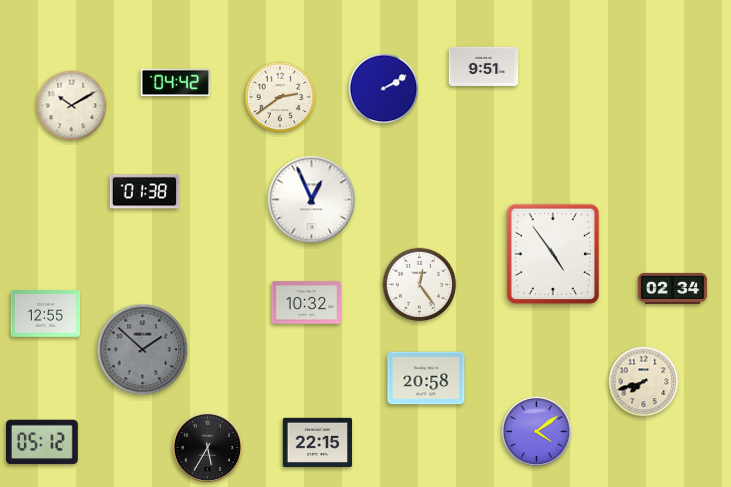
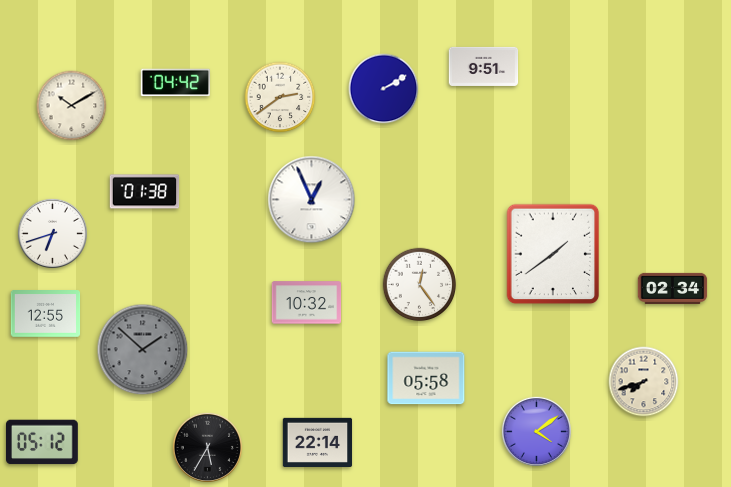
clock at (52, 233): none -> 6:42
clock at (553, 254): 4:54 -> 1:39
clock at (426, 378): 20:58 -> 05:58
clock at (318, 442): 22:15 -> 22:14
